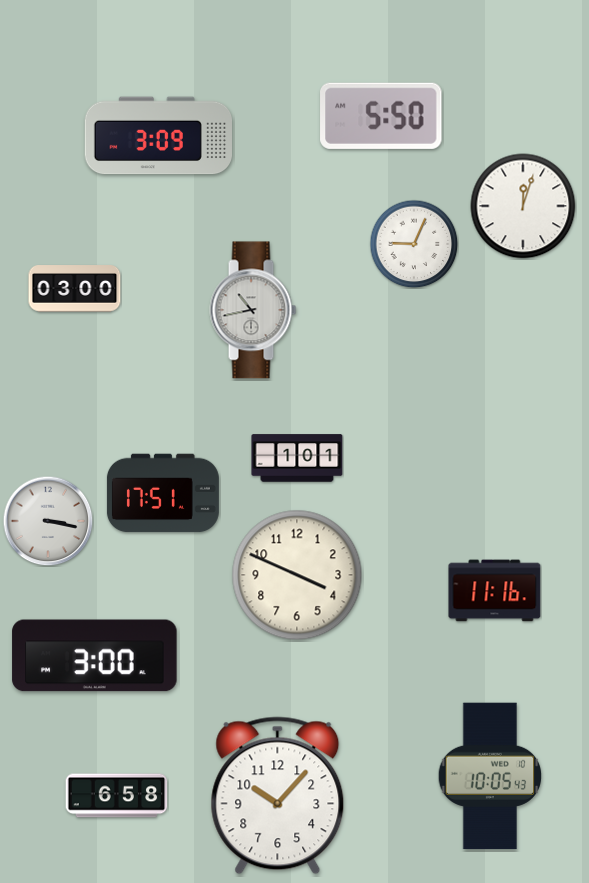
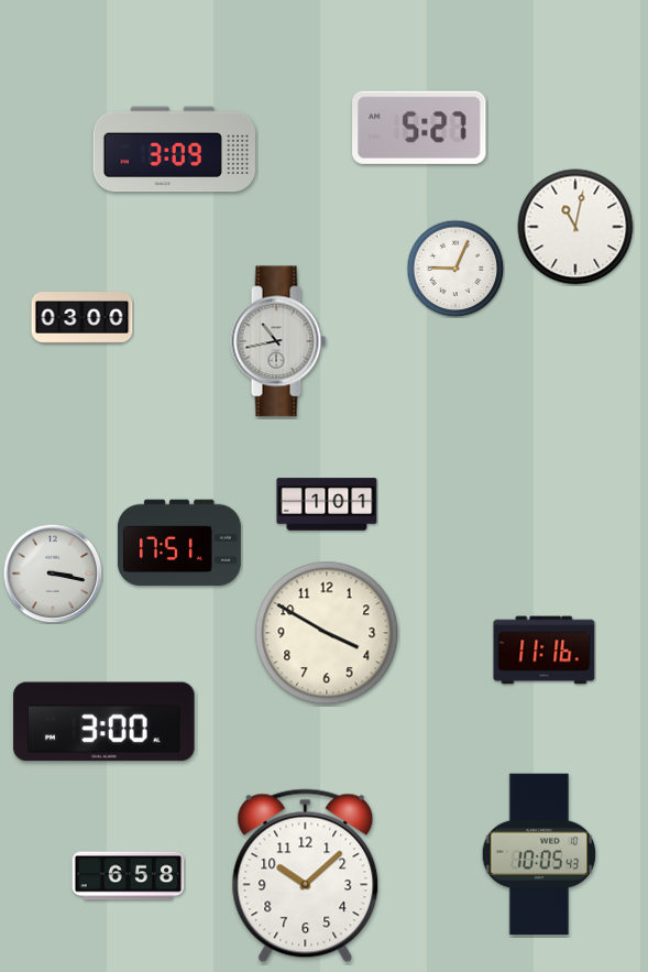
clock at (381, 116): 5:50 -> 5:27
clock at (523, 206): 12:03 -> 11:02
clock at (297, 575): 3:49 -> 3:50
clock at (278, 796): 10:07 -> 10:08
